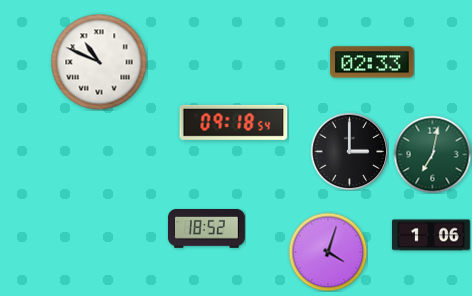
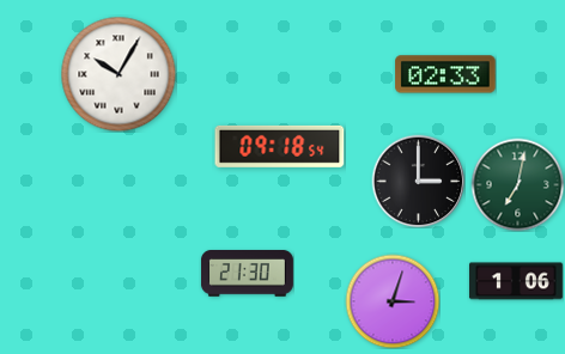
clock at (99, 62): 10:49 -> 10:05
clock at (206, 229): 18:52 -> 21:30
clock at (328, 252): 4:03 -> 3:03
